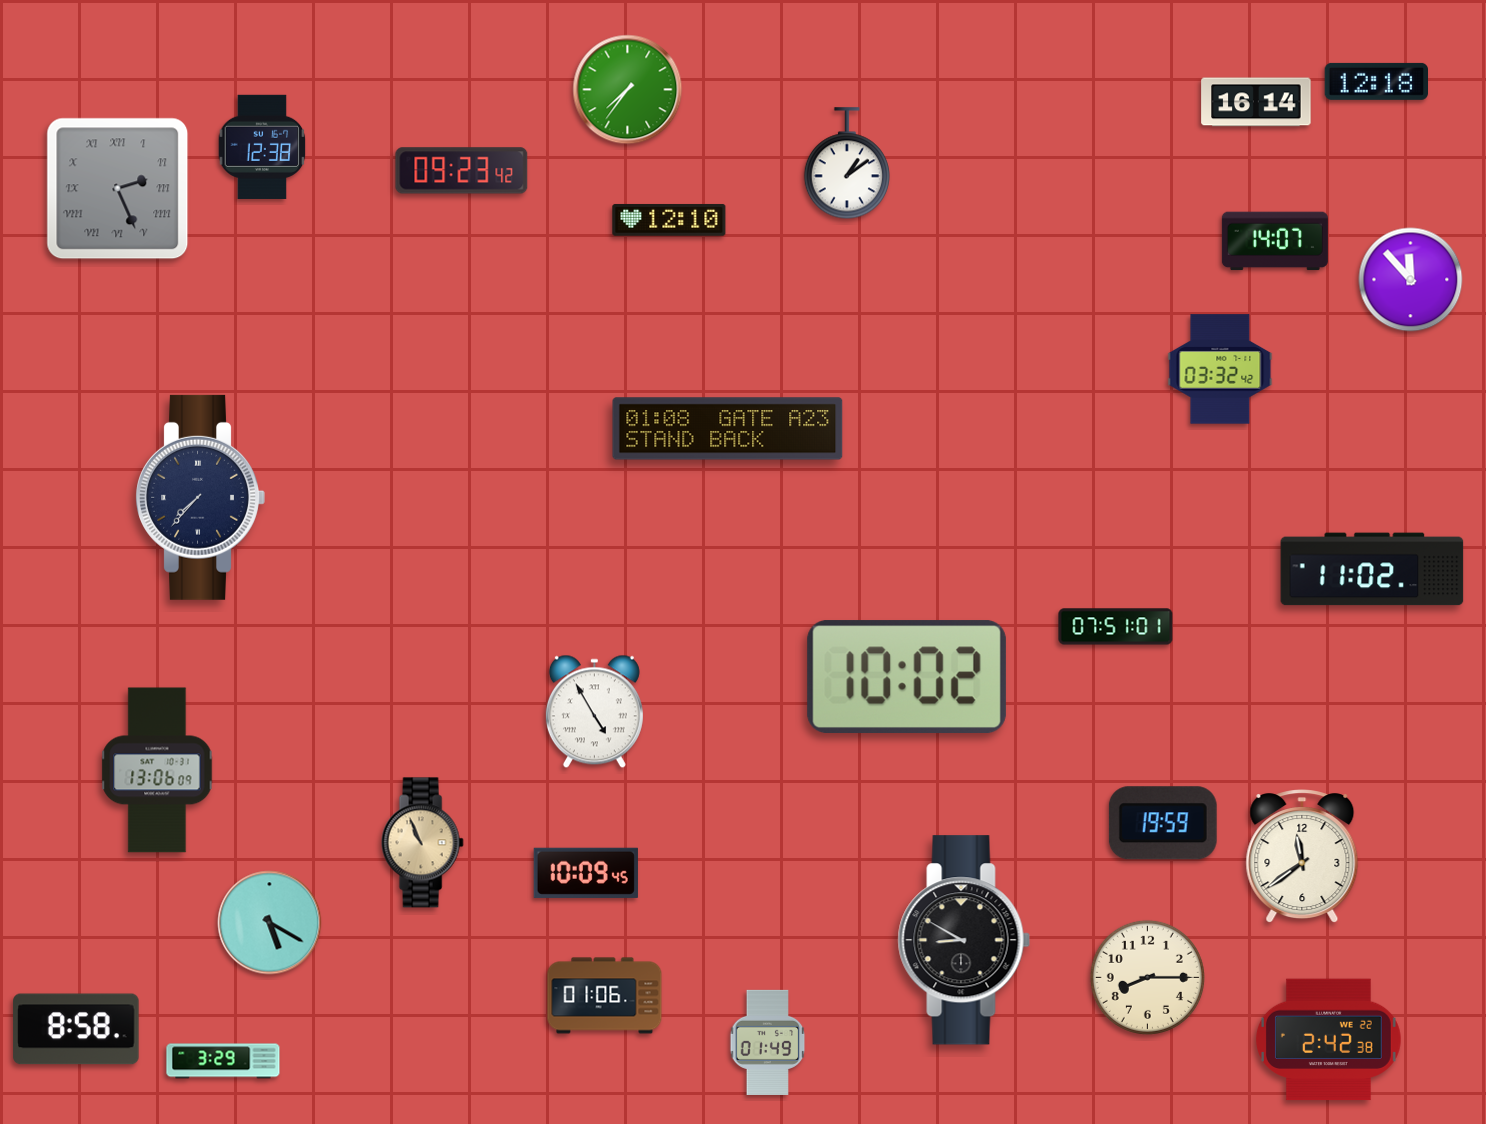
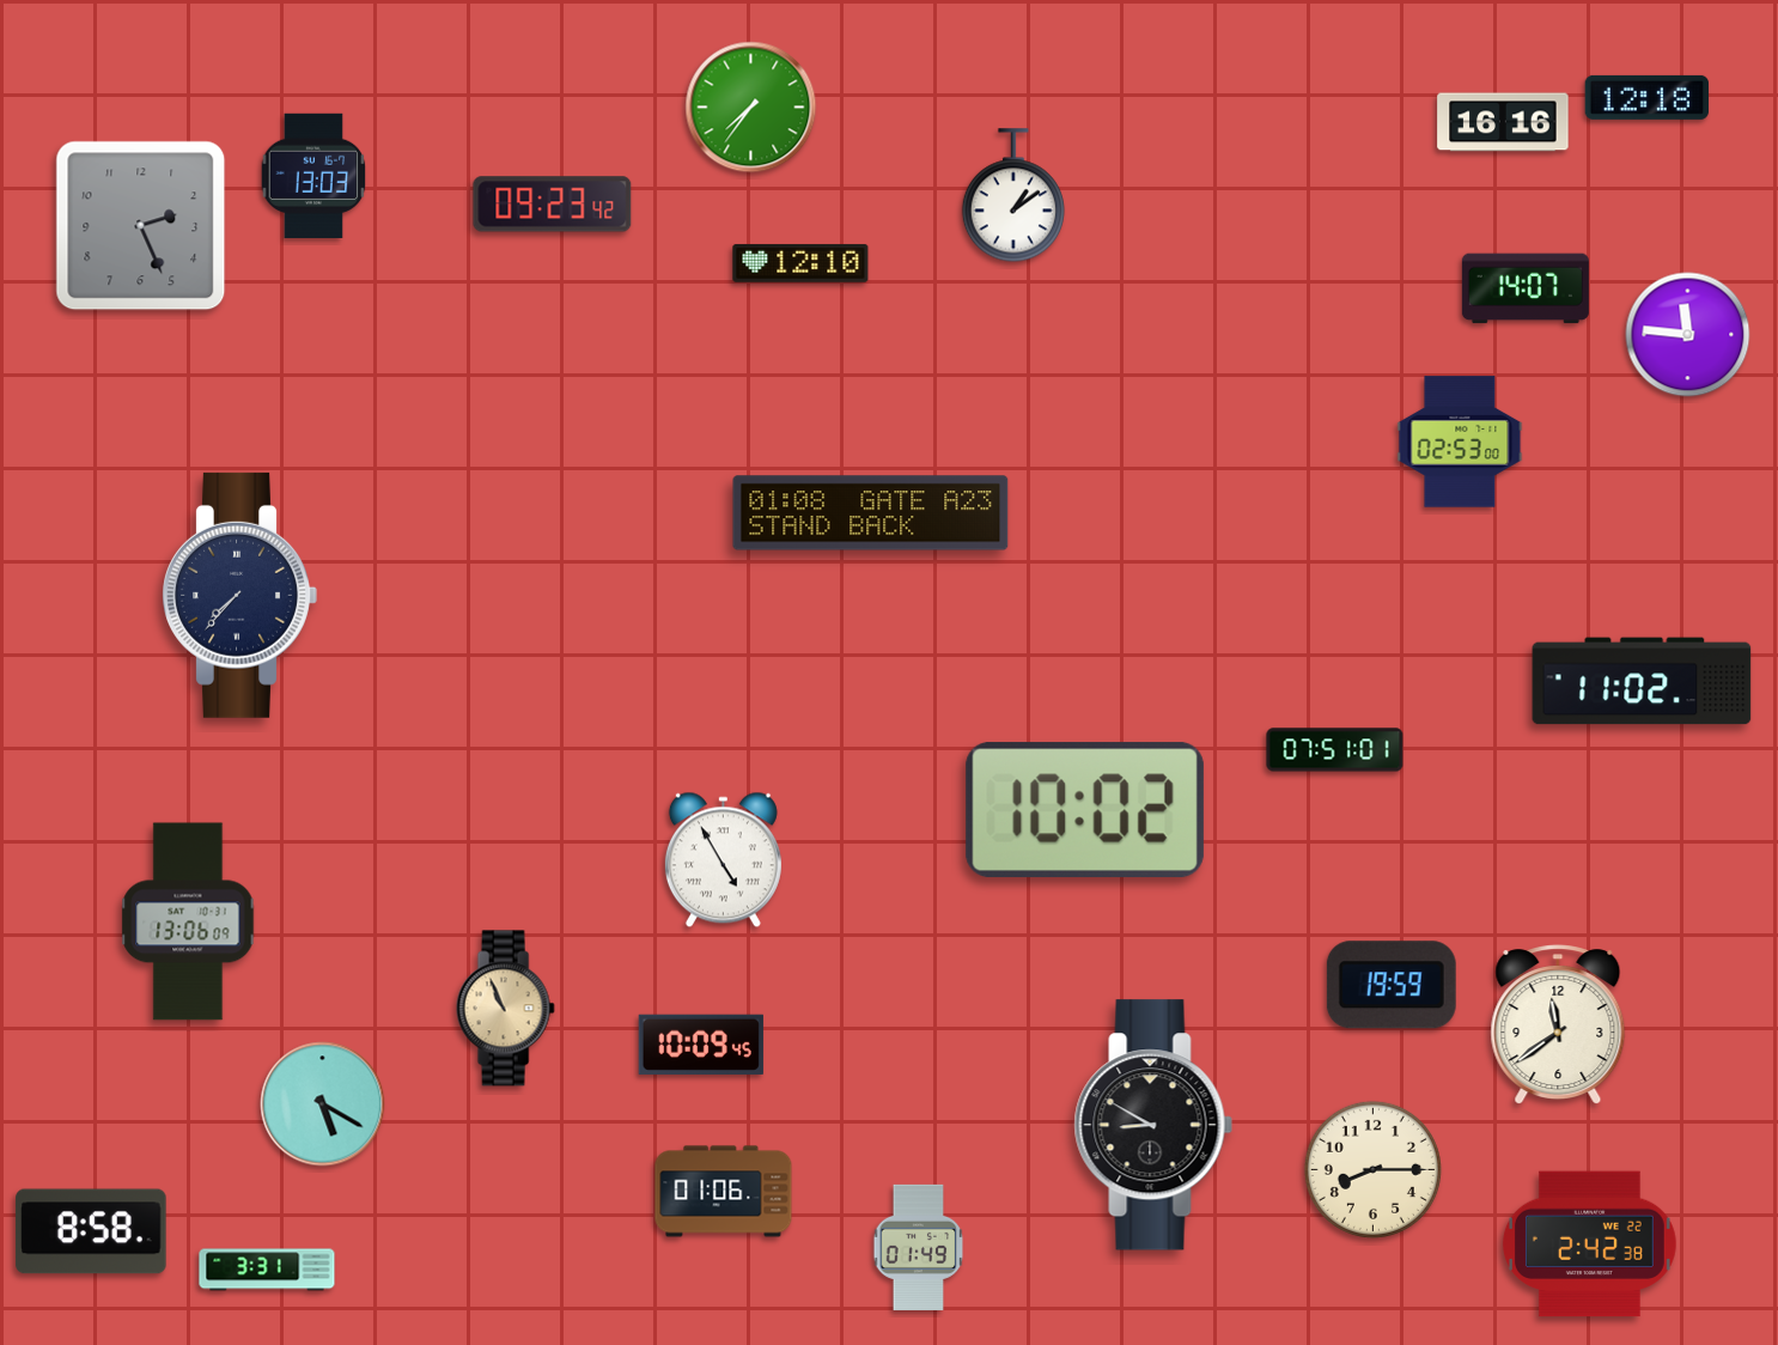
clock at (1256, 102): 16:14 -> 16:16
clock at (262, 147): 12:38 -> 13:03
clock at (118, 189) numerals: Roman -> Arabic
clock at (1411, 280): 11:53 -> 11:46
clock at (1220, 369): 03:32 -> 02:53
clock at (594, 712) position: (594, 712) -> (723, 860)
clock at (223, 1061): 3:29 -> 3:31
